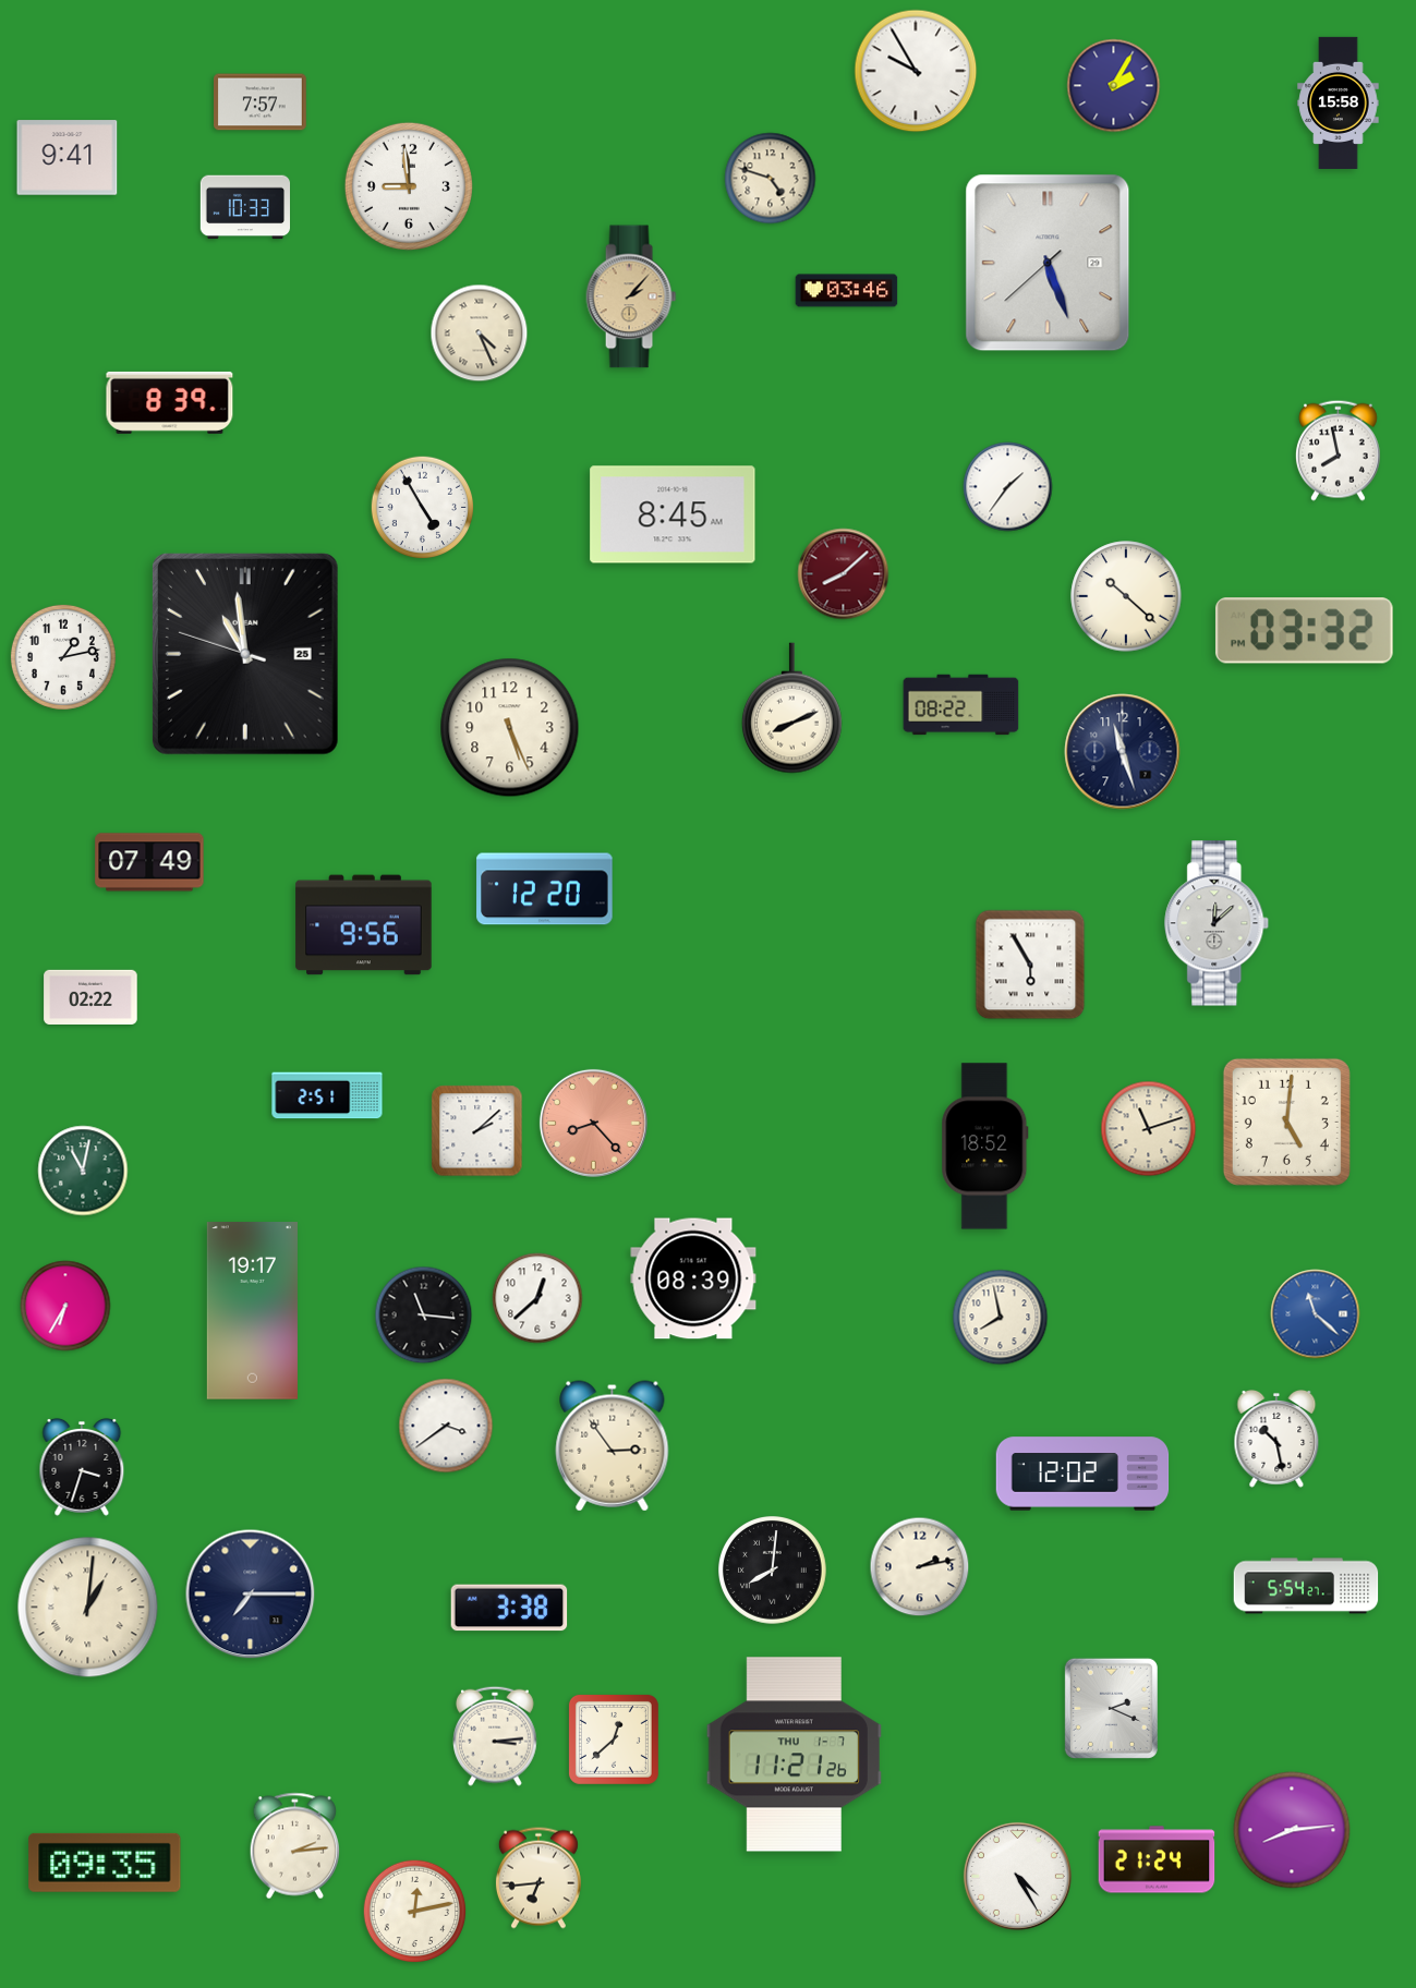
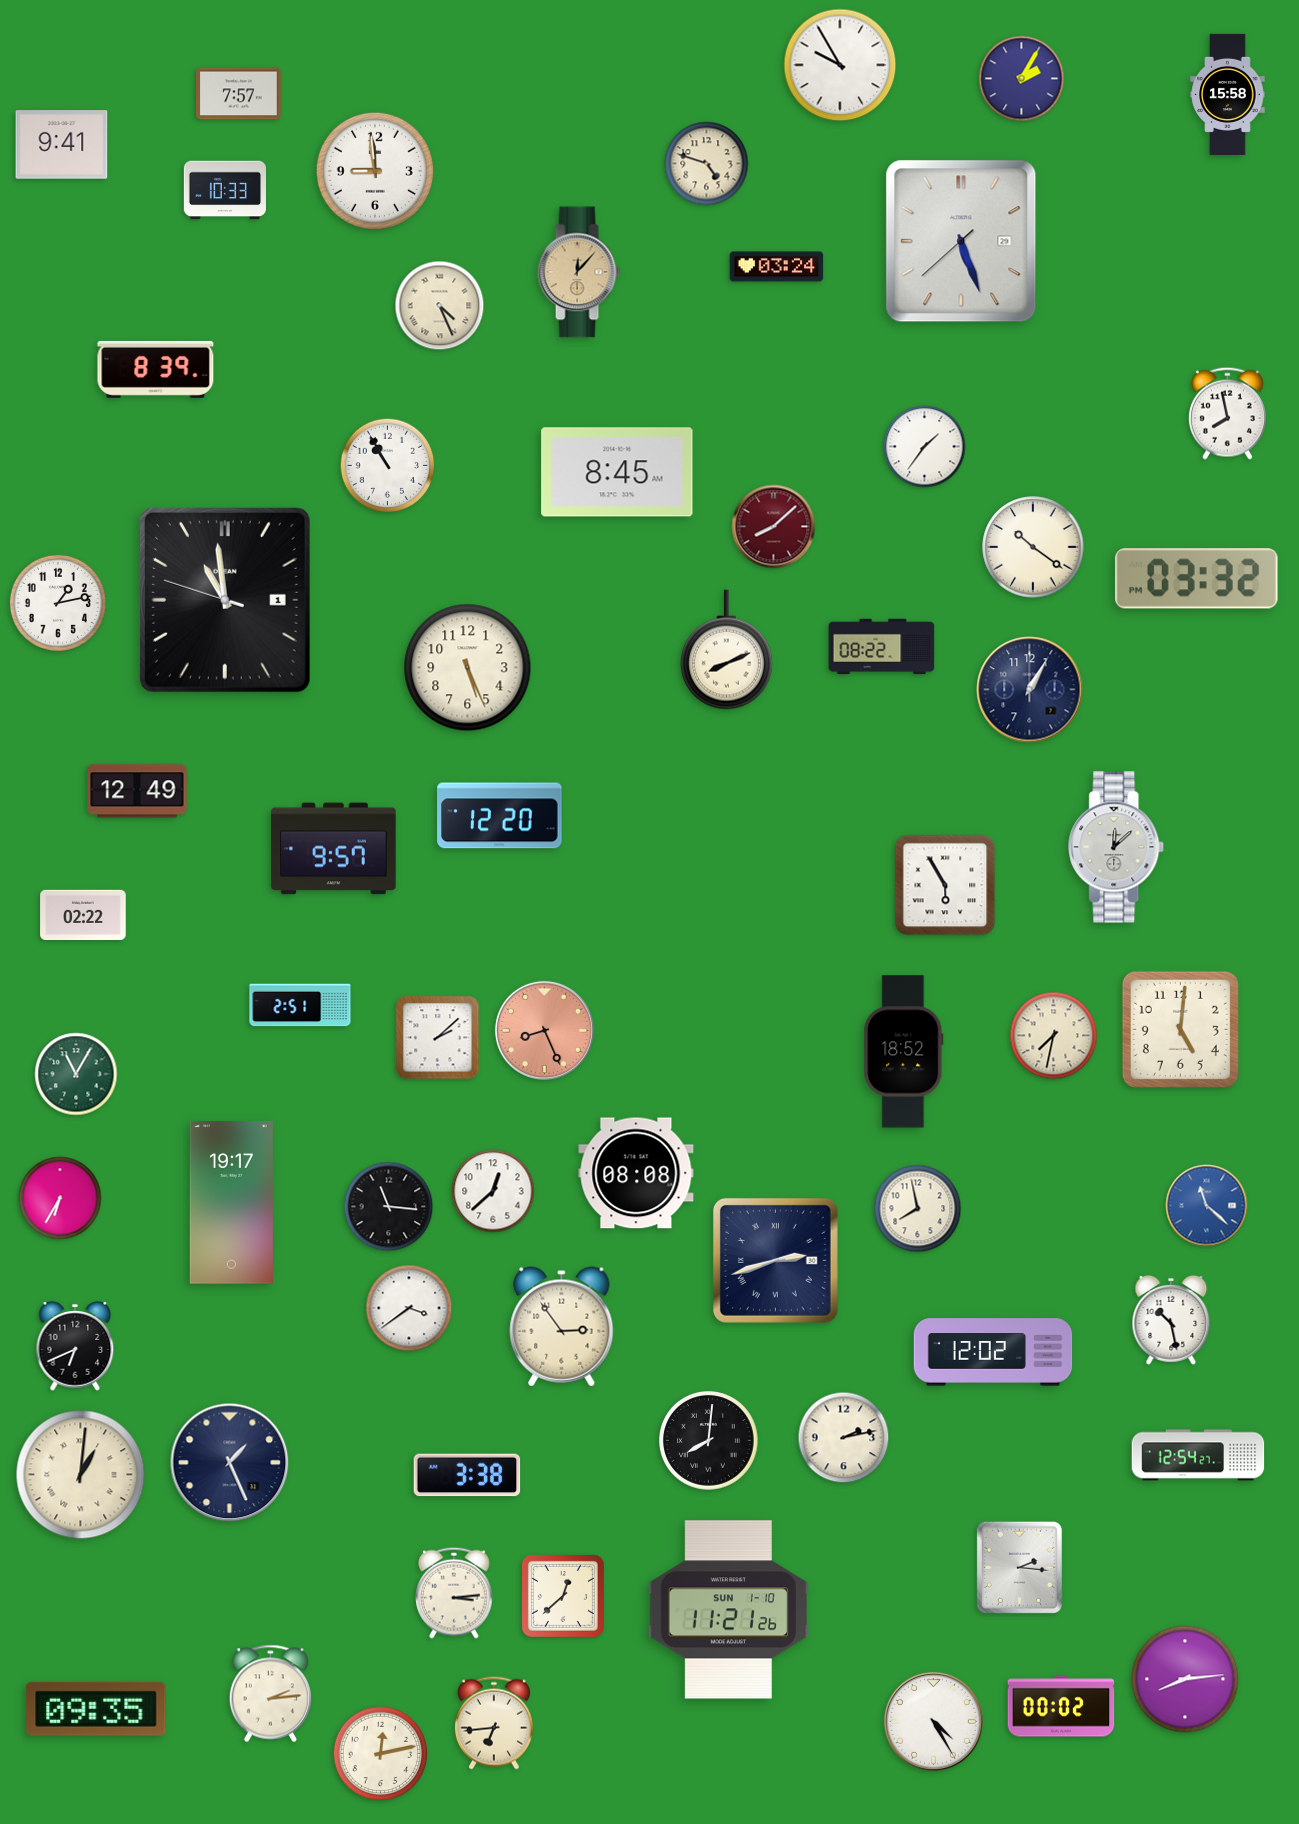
clock at (847, 291): 03:46 -> 03:24
clock at (631, 296): 2:07 -> 12:07
clock at (423, 508): 4:55 -> 10:55
clock at (1126, 596): 10:22 -> 10:21
clock at (245, 654) date: 25 -> 1
clock at (1123, 752): 11:27 -> 1:05
clock at (149, 862): 07:49 -> 12:49
clock at (364, 925): 9:56 -> 9:57
clock at (593, 1123): 8:23 -> 8:26
clock at (1149, 1129): 11:12 -> 7:32
clock at (83, 1171): 11:02 -> 11:05
clock at (693, 1278): 08:39 -> 08:08
clock at (775, 1260): none -> 2:42
clock at (82, 1467): 3:33 -> 6:41
clock at (1306, 1586): 5:54 -> 12:54
clock at (251, 1595): 7:15 -> 1:26
clock at (1111, 1708): 2:19 -> 2:16
clock at (794, 1755) date: THU 1-7 -> SUN 1-10
clock at (1157, 1859): 21:24 -> 00:02
